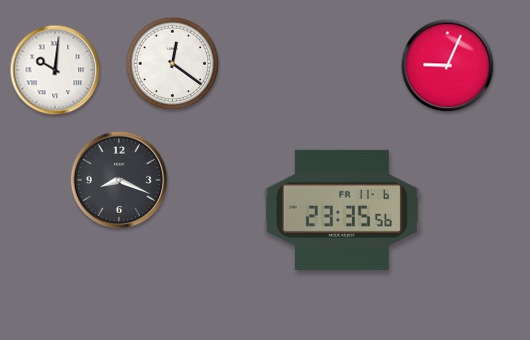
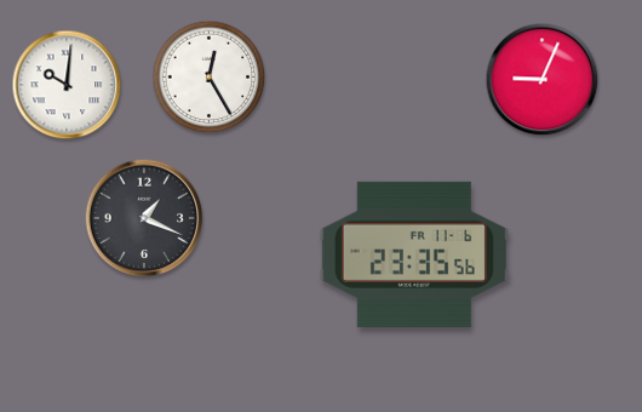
clock at (173, 64): 12:21 -> 12:25
clock at (119, 180): 8:19 -> 1:19
